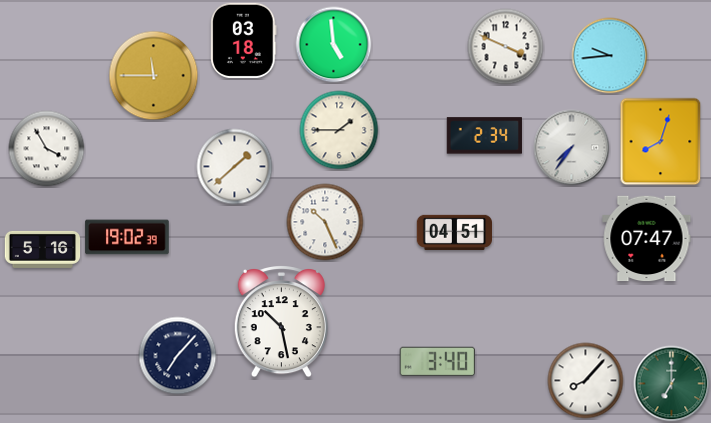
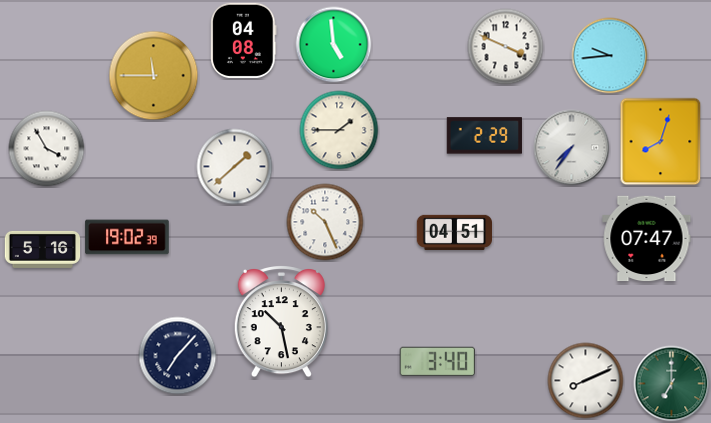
clock at (244, 40): 03:18 -> 04:08
clock at (484, 136): 2:34 -> 2:29
clock at (586, 381): 8:07 -> 8:11
